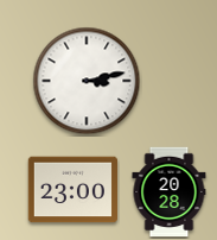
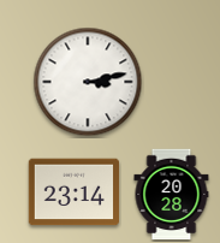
clock at (74, 190): 23:00 -> 23:14
